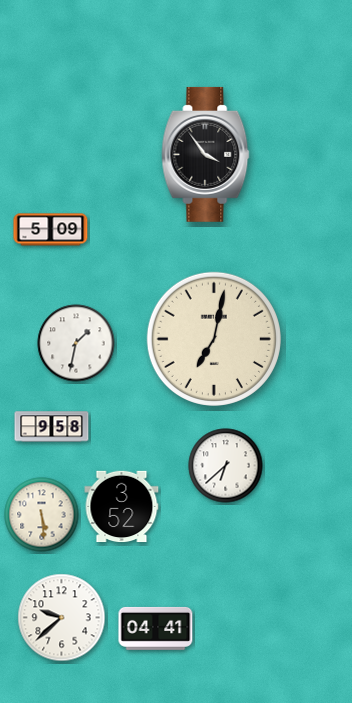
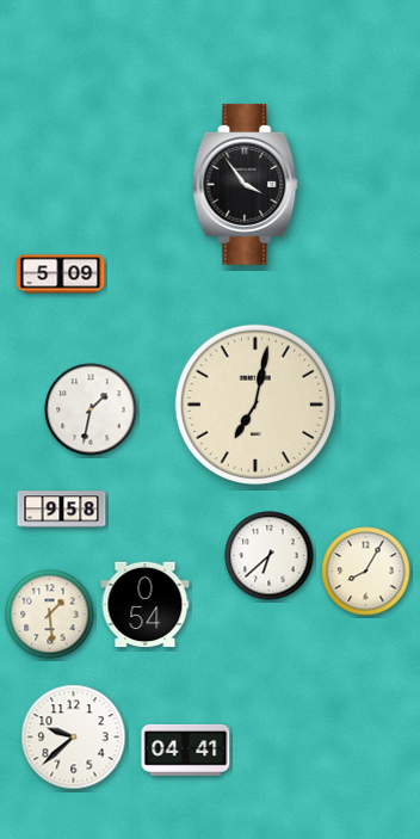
clock at (366, 572): none -> 8:05
clock at (122, 507): 3:52 -> 0:54
clock at (42, 515): 5:29 -> 1:29
